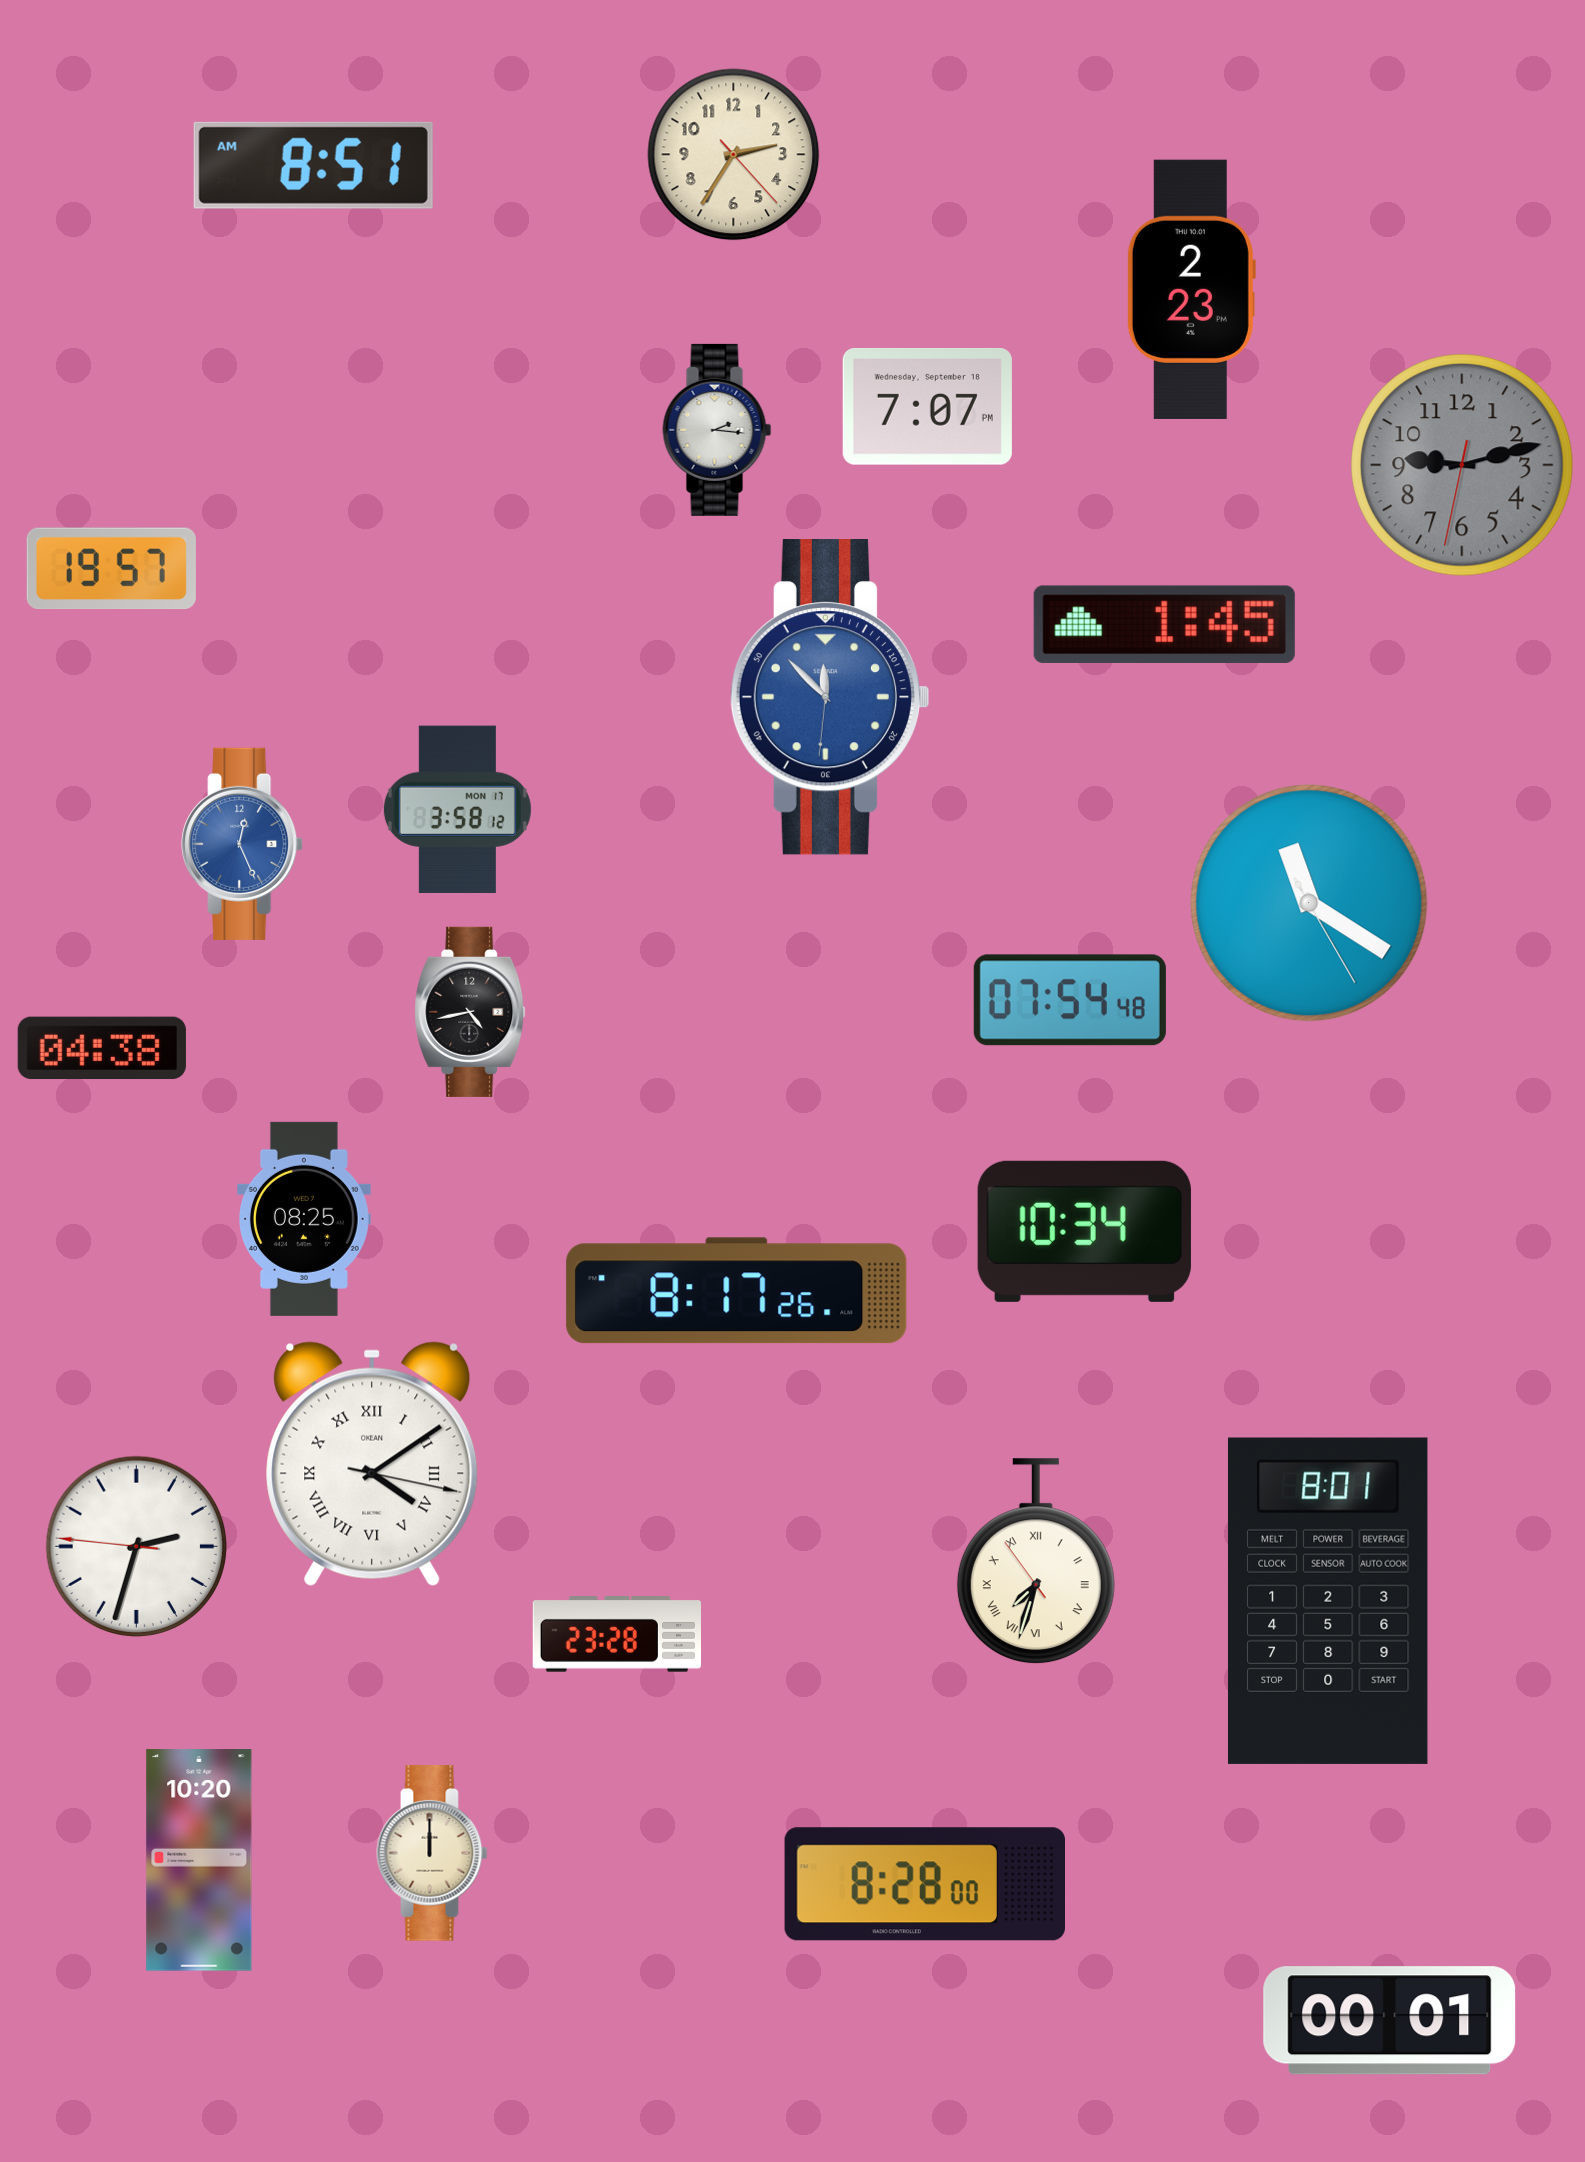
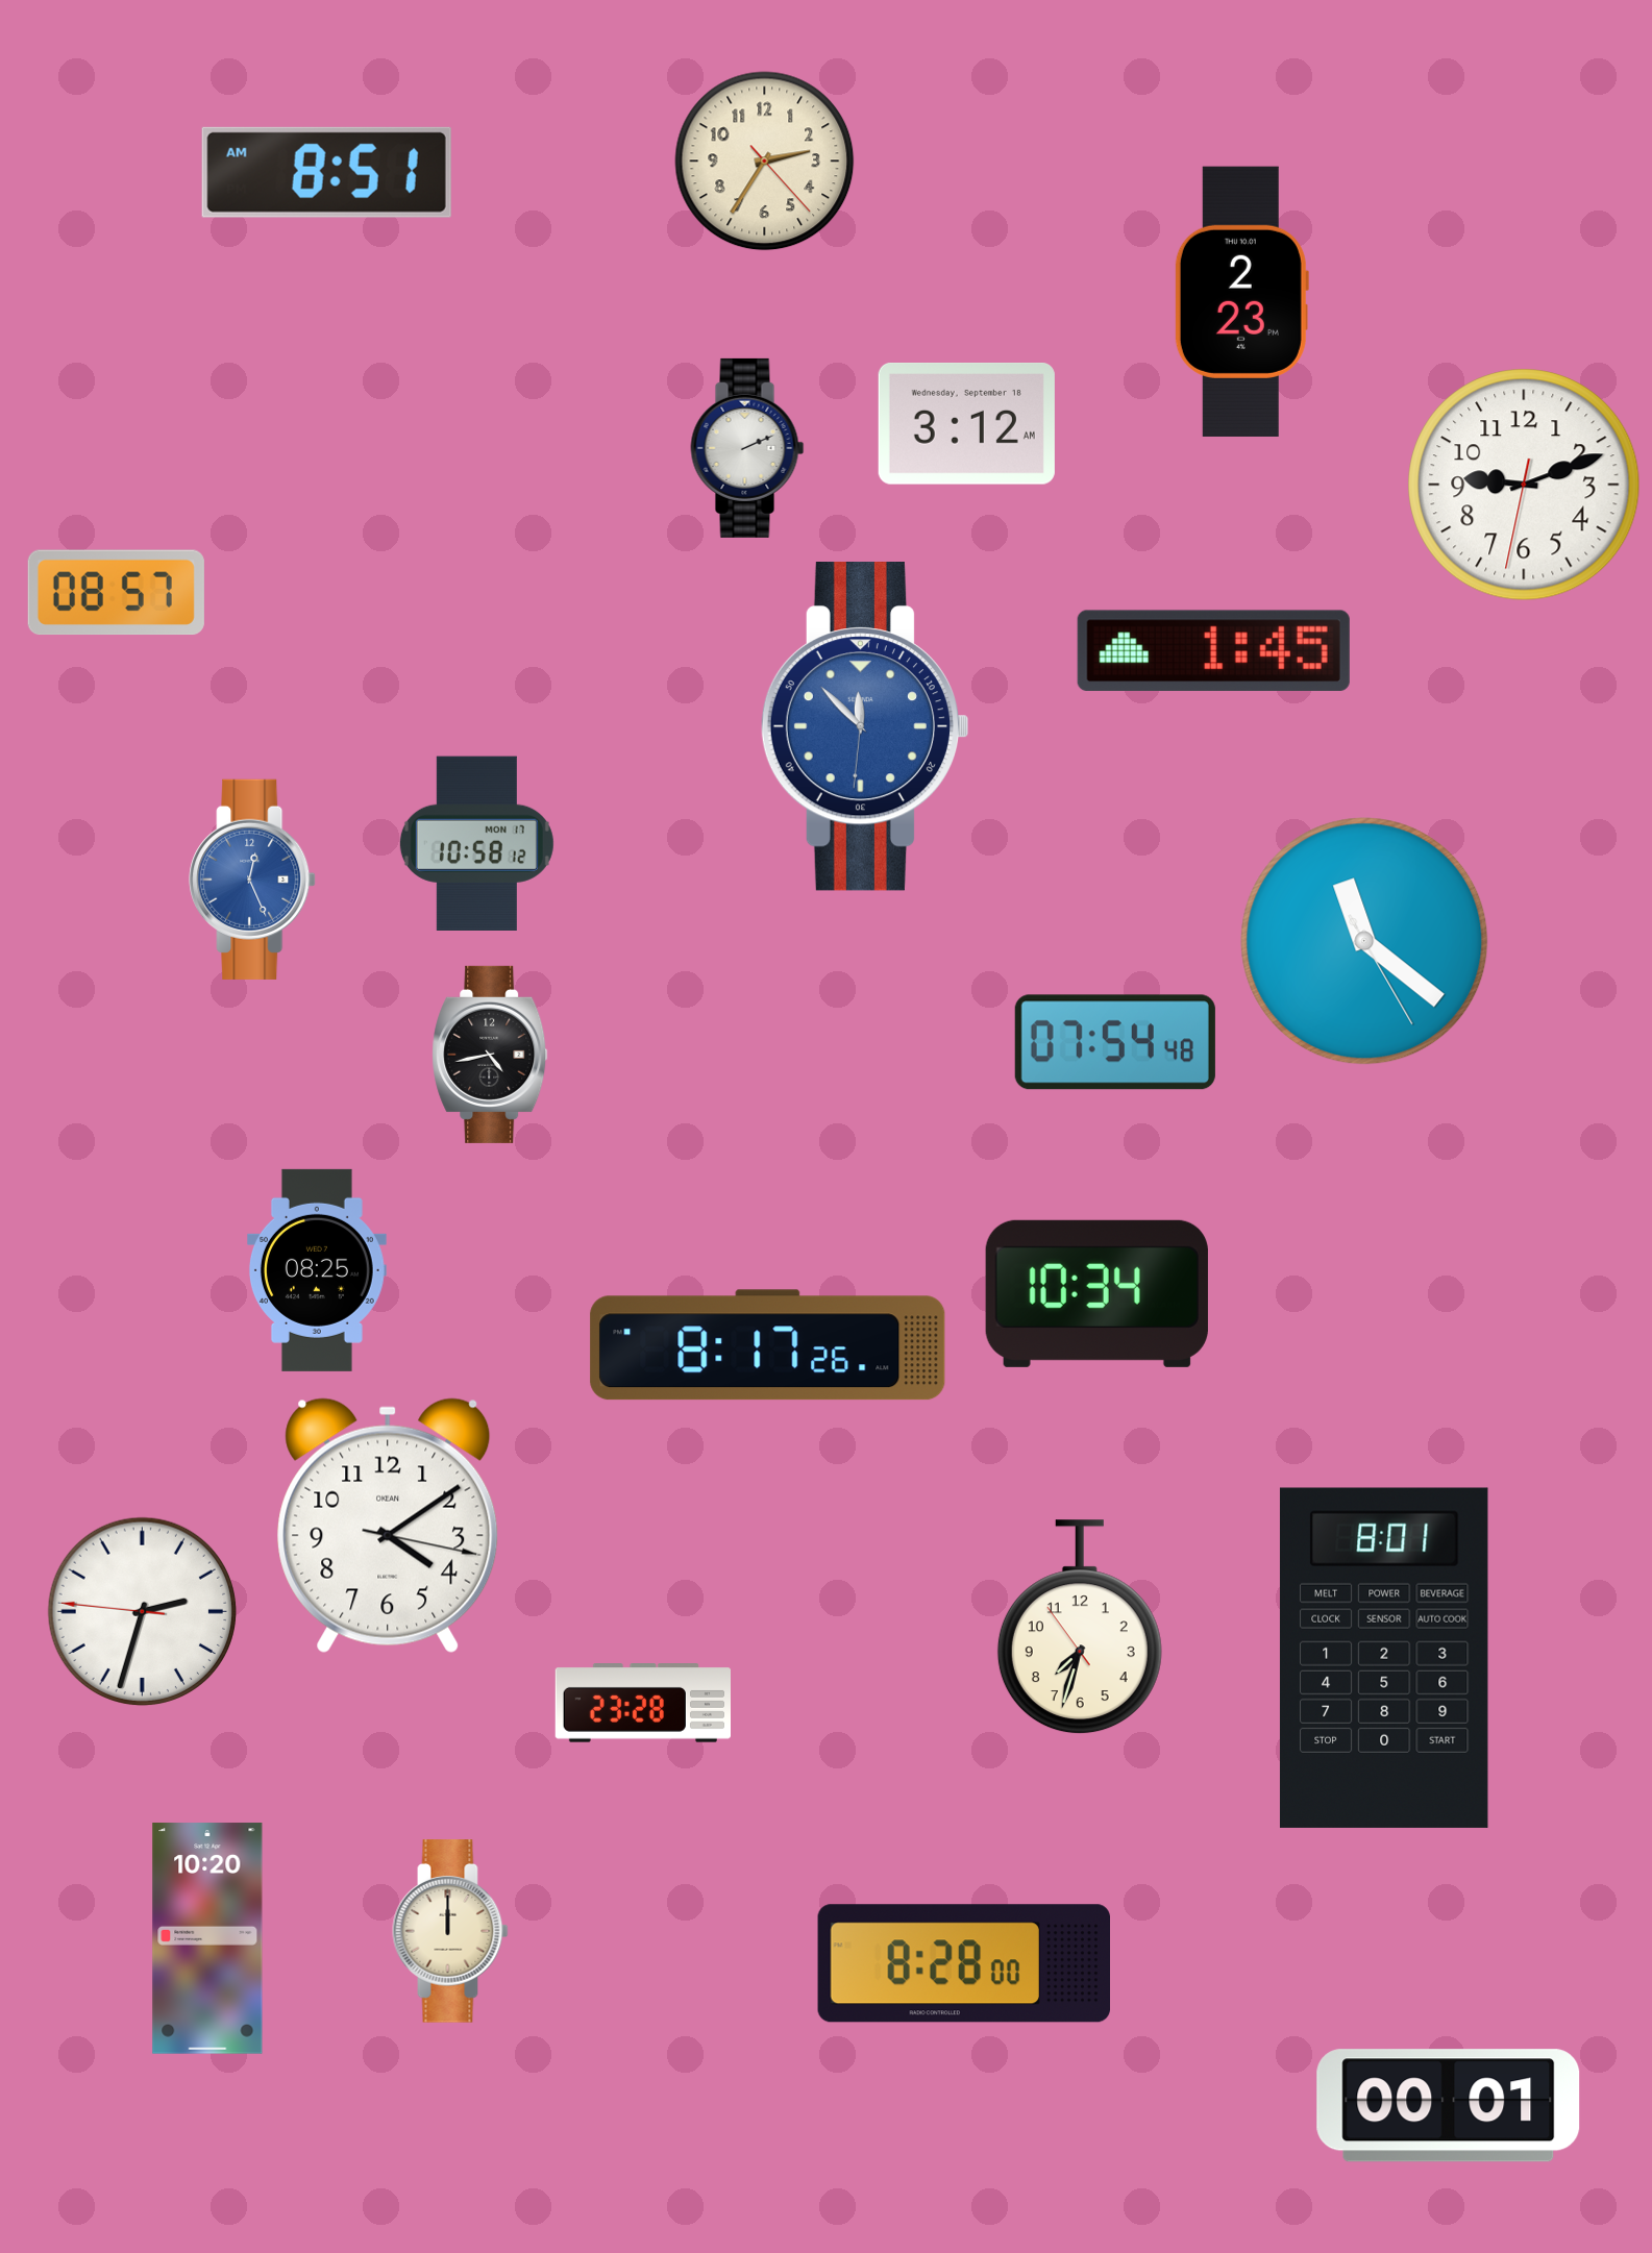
clock at (927, 407): 7:07 -> 3:12
clock at (717, 430): 2:16 -> 2:11
clock at (1462, 465): 9:12 -> 9:11
clock at (1462, 465) dial: grey -> white
clock at (111, 569): 19:57 -> 08:57
clock at (457, 809): 3:58 -> 10:58
clock at (1309, 903): 11:20 -> 11:21
clock at (102, 1048): 04:38 -> none
clock at (1084, 1231) position: (1084, 1231) -> (1096, 1293)
clock at (372, 1464) numerals: Roman -> Arabic
clock at (1036, 1562) numerals: Roman -> Arabic
clock at (1328, 1601) position: (1328, 1601) -> (1384, 1658)
